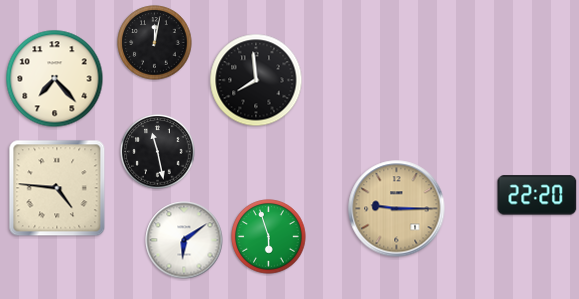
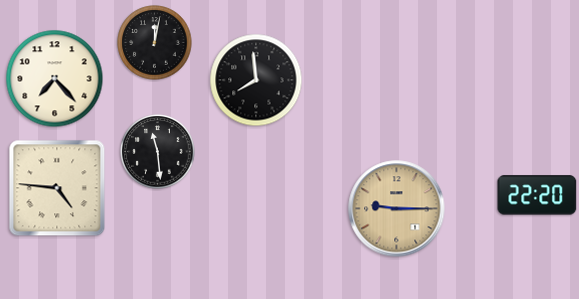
clock at (158, 152): 11:28 -> 11:29
clock at (269, 237): 5:57 -> none
clock at (184, 240): 6:09 -> none
